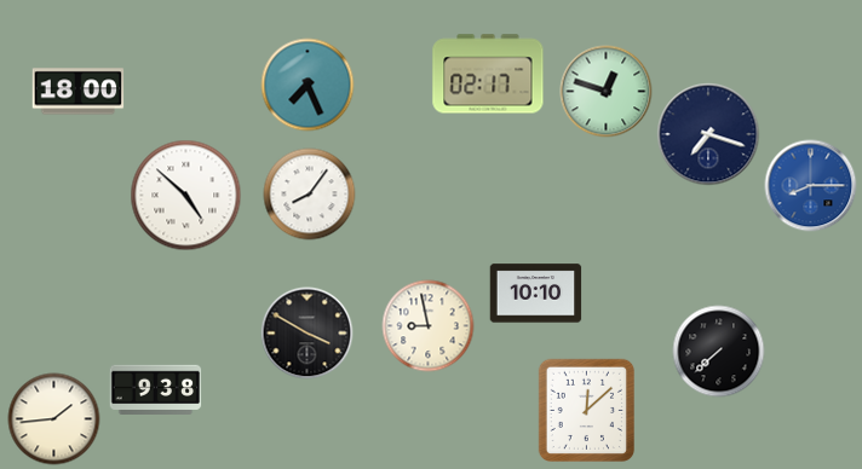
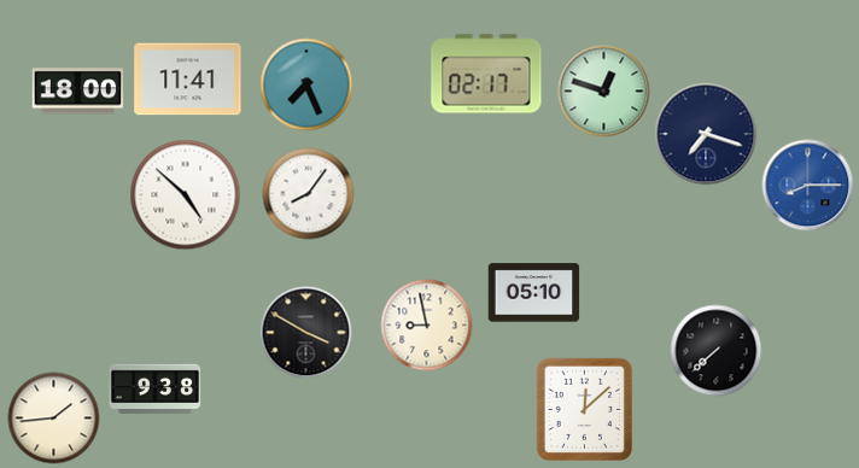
clock at (188, 80): none -> 11:41
clock at (536, 294): 10:10 -> 05:10
